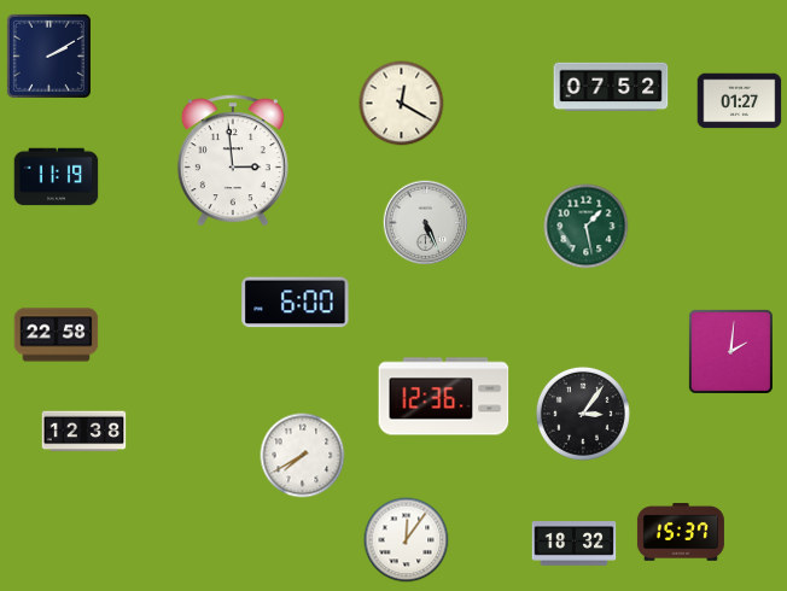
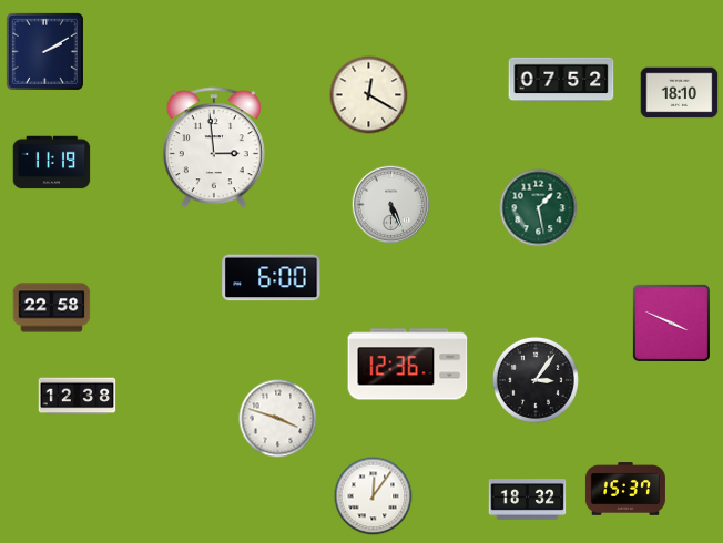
clock at (740, 101): 01:27 -> 18:10
clock at (730, 351): 2:01 -> 3:49
clock at (303, 456): 7:40 -> 3:48
